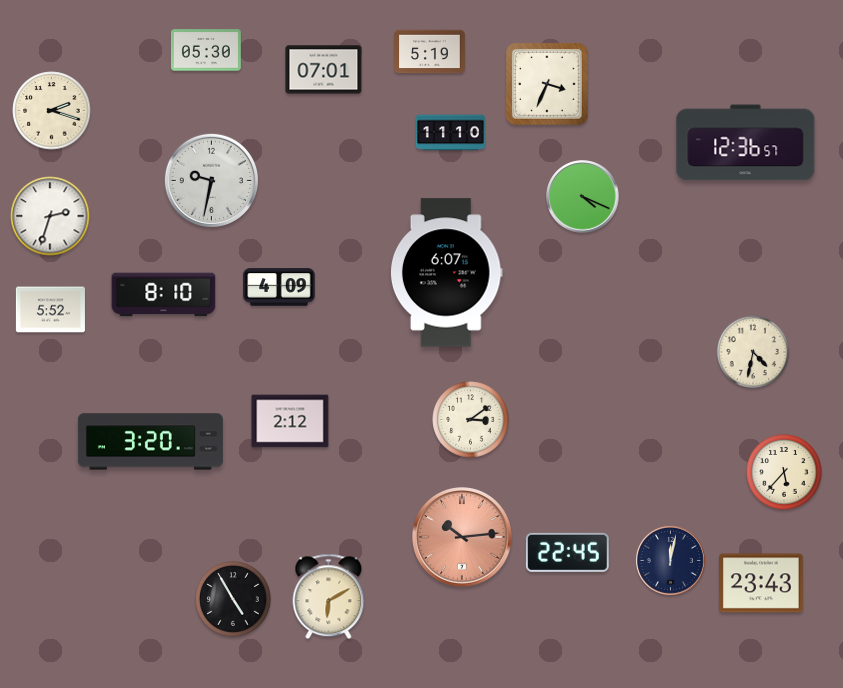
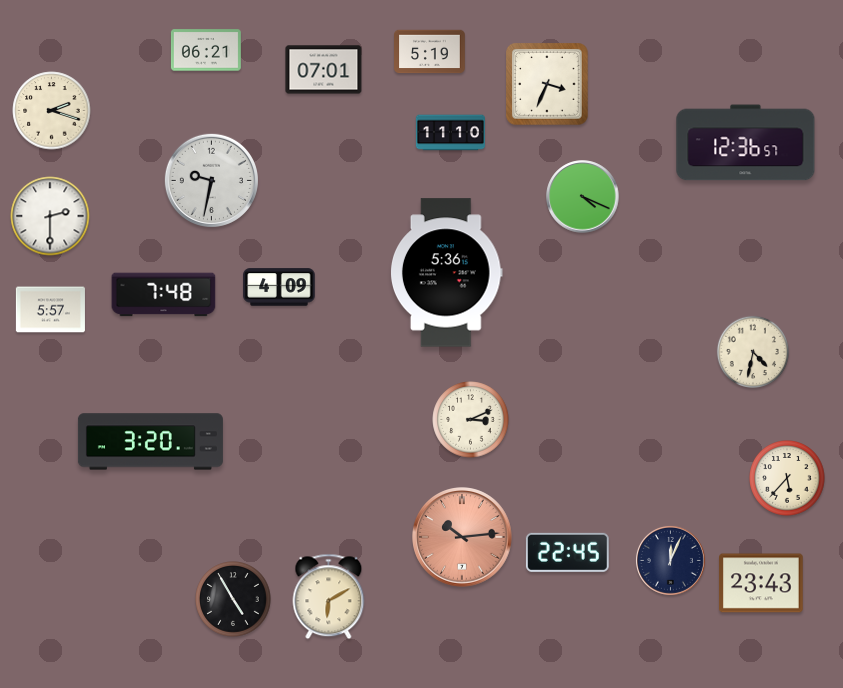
clock at (206, 50): 05:30 -> 06:21
clock at (50, 216): 2:33 -> 2:30
clock at (446, 273): 6:07 -> 5:36
clock at (164, 295): 8:10 -> 7:48
clock at (50, 310): 5:52 -> 5:57
clock at (471, 420): 3:09 -> 3:11
clock at (290, 421): 2:12 -> none
clock at (784, 472) position: (784, 472) -> (787, 478)
clock at (670, 560): 12:02 -> 12:04
